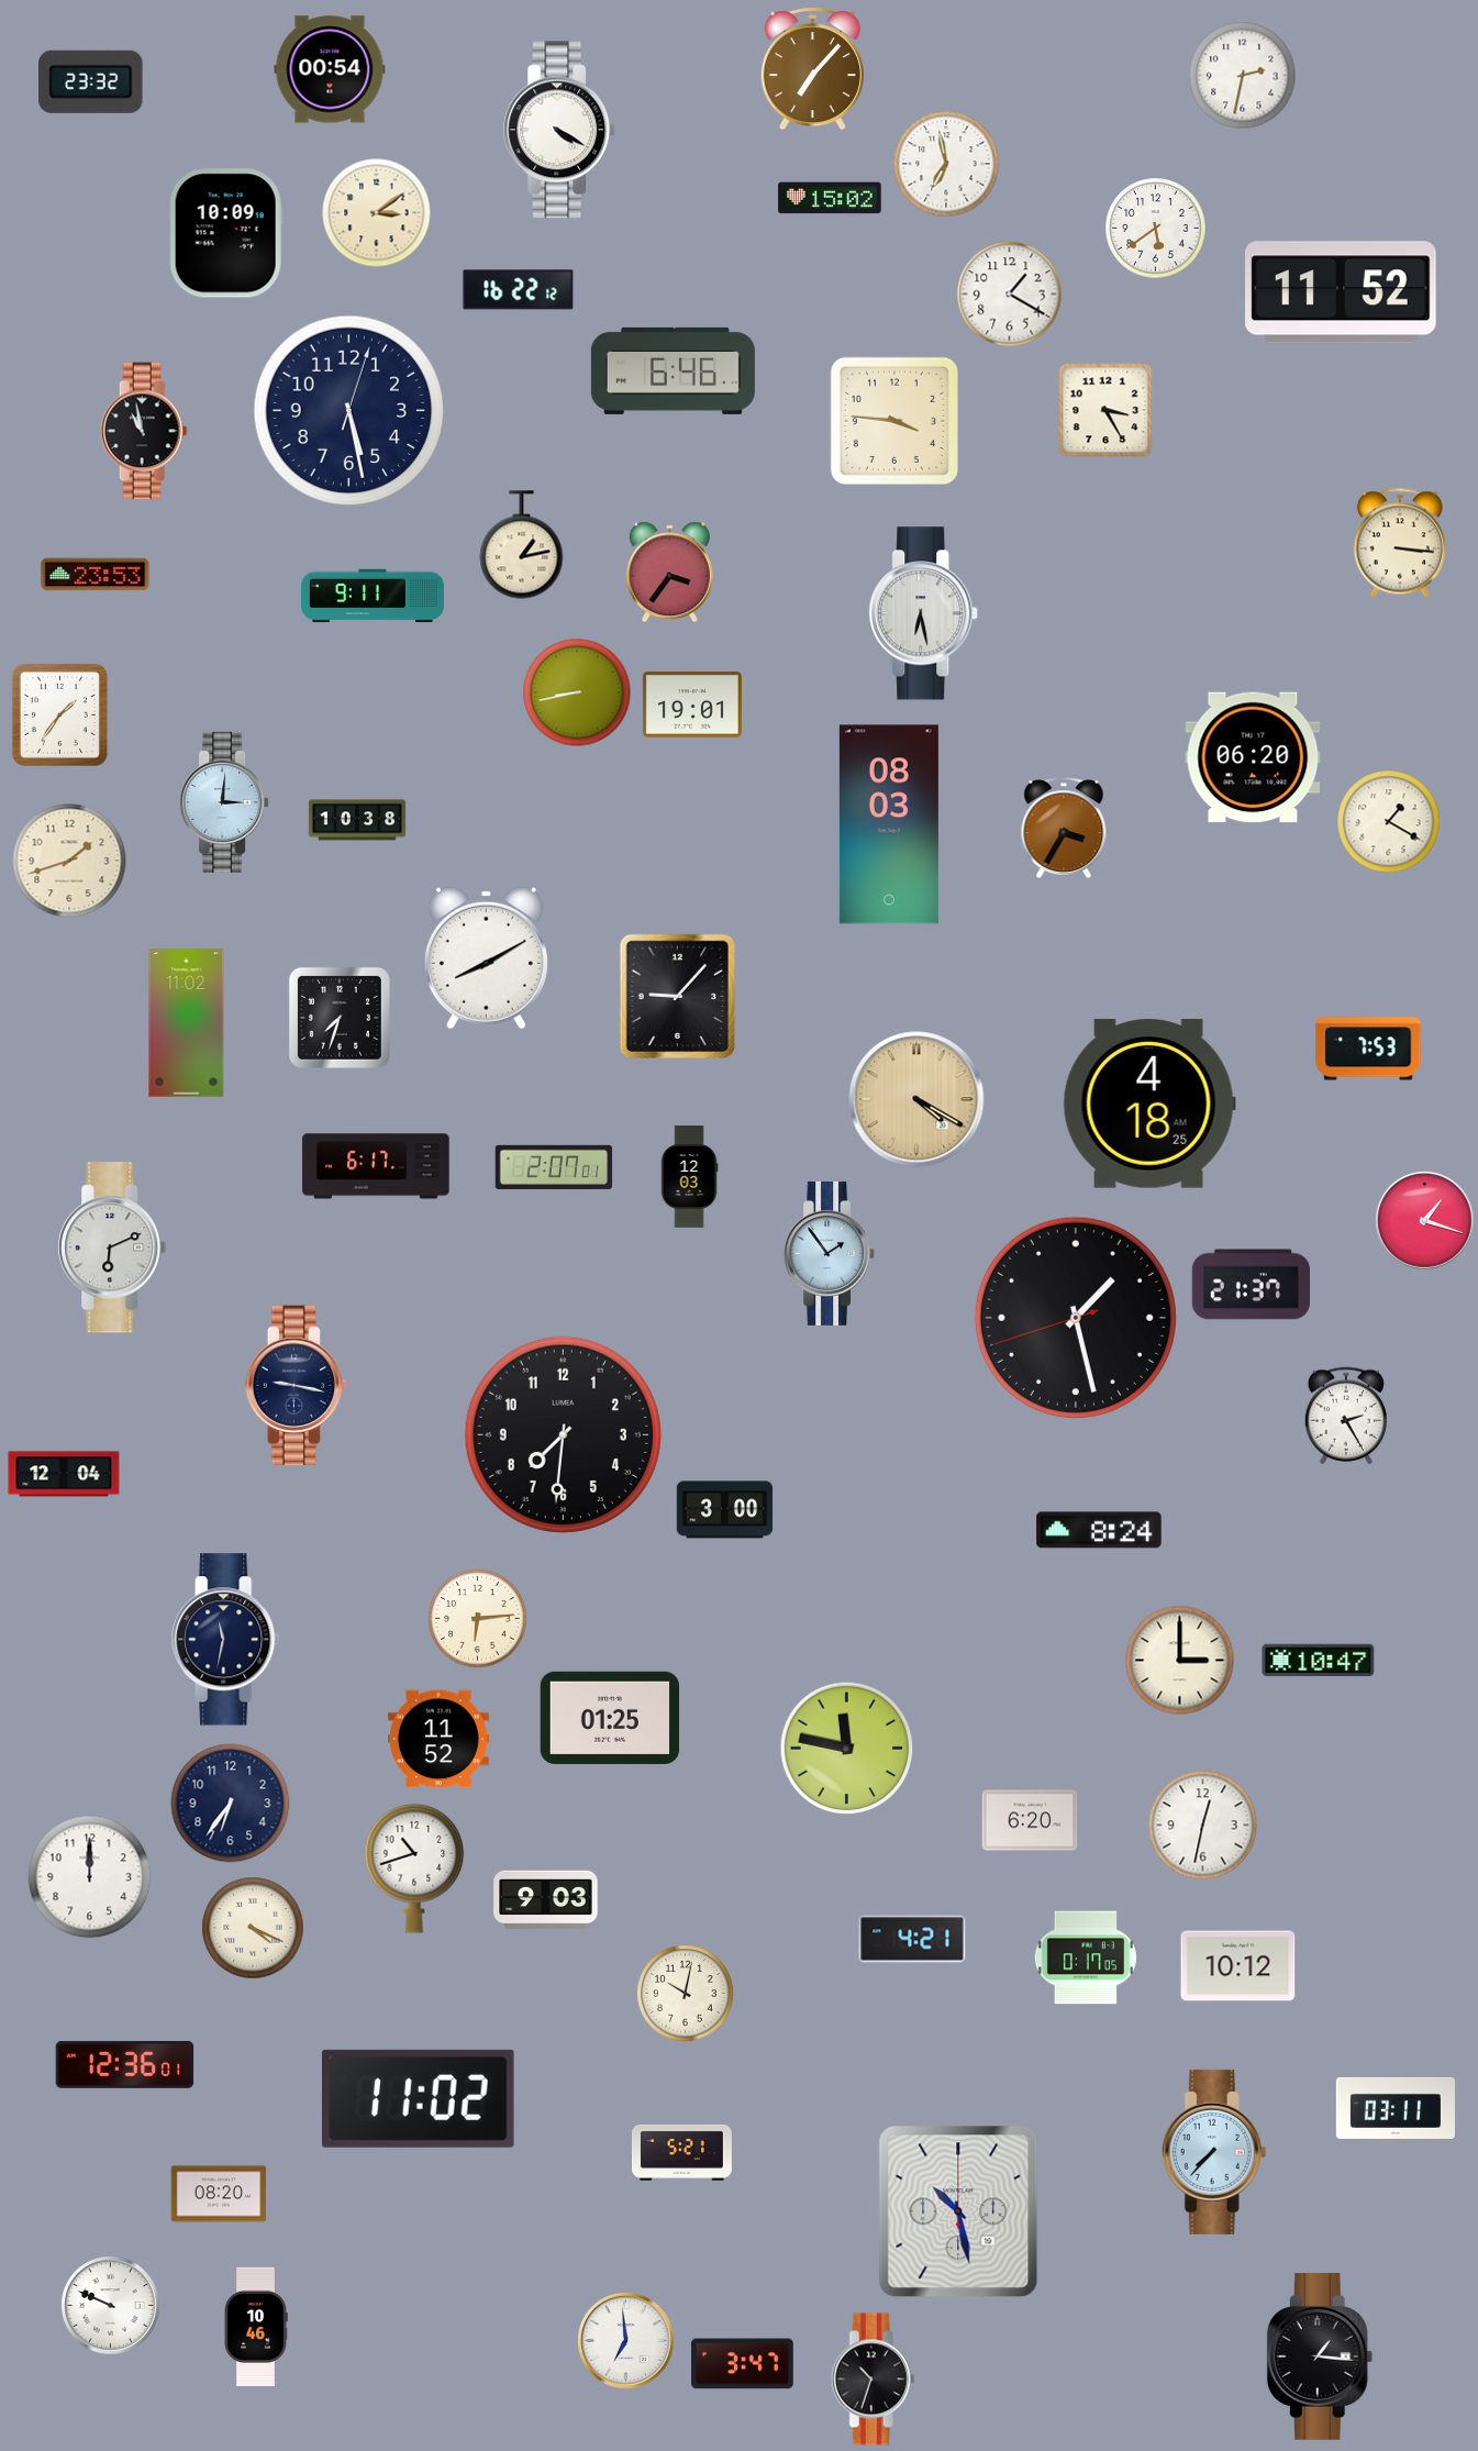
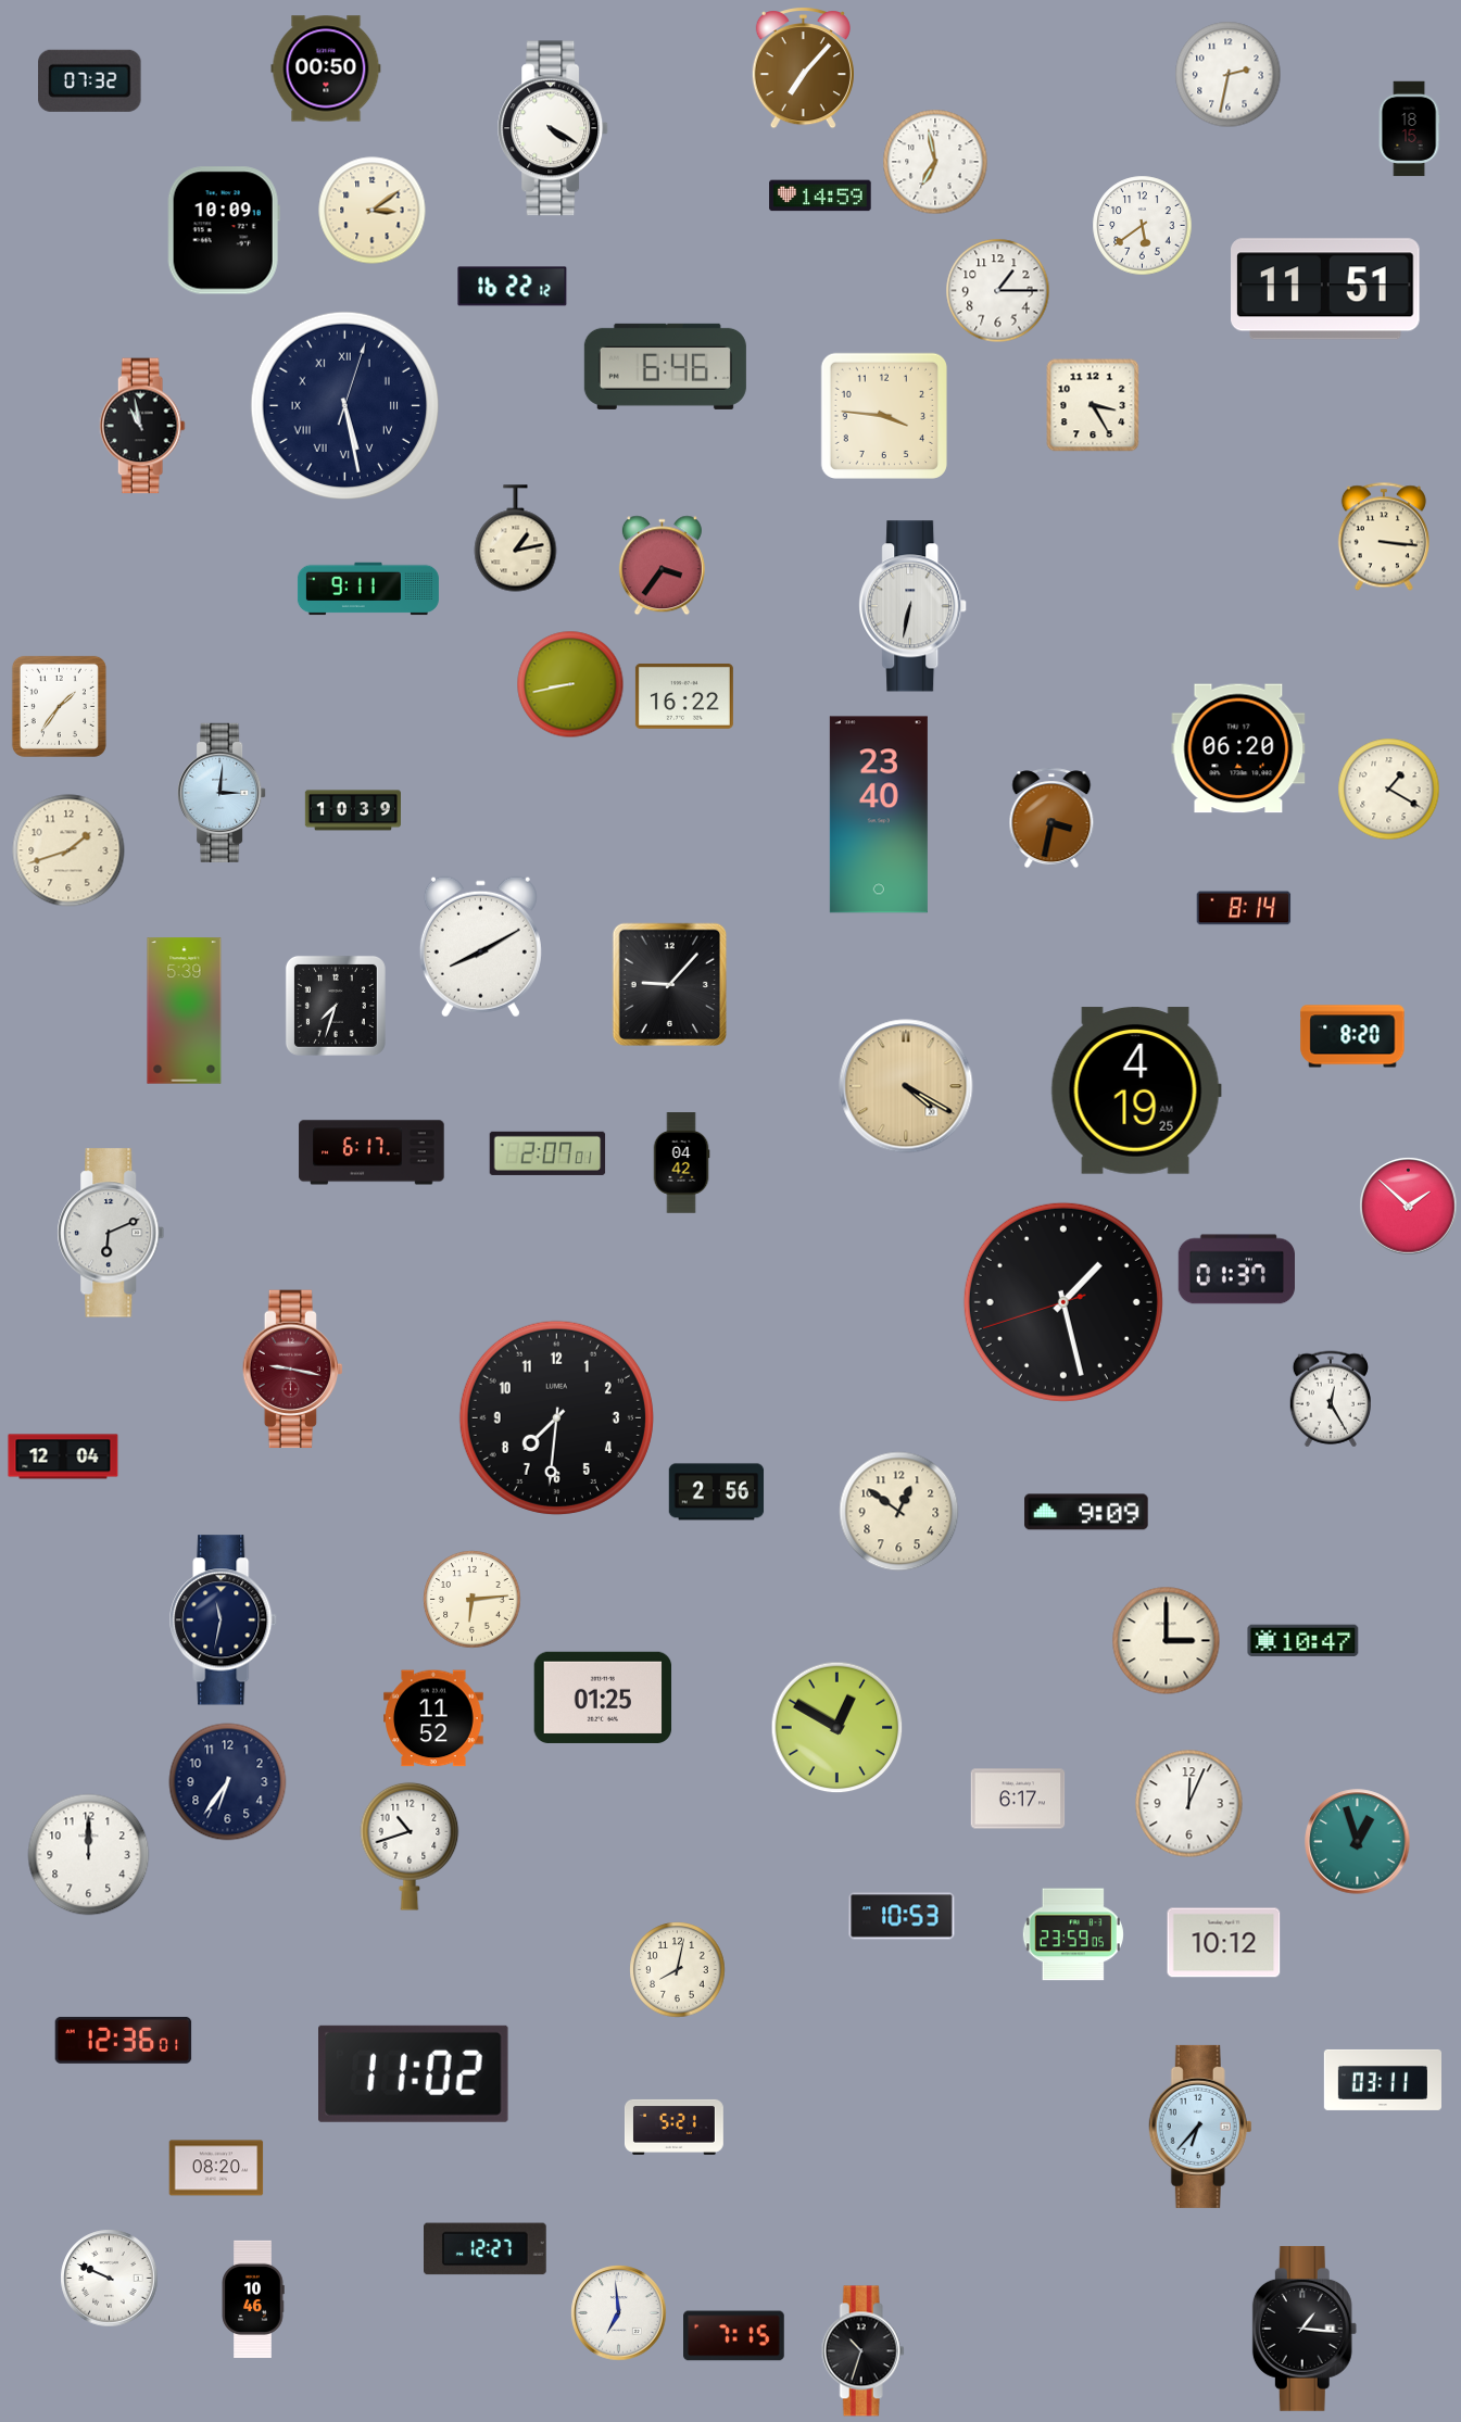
clock at (330, 69): 00:54 -> 00:50
clock at (91, 81): 23:32 -> 07:32
clock at (1409, 129): none -> 18:15
clock at (830, 198): 15:02 -> 14:59
clock at (1342, 292): 11:52 -> 11:51
clock at (1010, 295): 1:20 -> 1:15
clock at (349, 411) numerals: Arabic -> Roman
clock at (96, 575): 23:53 -> none
clock at (924, 613): 6:28 -> 6:32
clock at (692, 705): 19:01 -> 16:22
clock at (356, 820): 10:38 -> 10:39
clock at (1389, 822) position: (1389, 822) -> (1389, 790)
clock at (889, 824): 08:03 -> 23:40
clock at (1064, 828): 3:35 -> 3:32
clock at (1244, 908): none -> 8:14
clock at (187, 1023): 11:02 -> 5:39
clock at (1368, 1049): 7:53 -> 8:20
clock at (1149, 1103): 4:18 -> 4:19
clock at (689, 1177): 12:03 -> 04:42
clock at (1425, 1221): 1:18 -> 1:52
clock at (830, 1253): 1:54 -> none
clock at (1251, 1285): 21:37 -> 01:37
clock at (297, 1386) dial: navy -> burgundy
clock at (1345, 1416): 2:25 -> 12:25
clock at (725, 1510): 3:00 -> 2:56
clock at (899, 1512): none -> 12:51
clock at (1099, 1530): 8:24 -> 9:09
clock at (847, 1749): 11:47 -> 12:50
clock at (1030, 1820): 6:20 -> 6:17
clock at (1203, 1826): 12:32 -> 12:04
clock at (1358, 1842): none -> 12:57
clock at (546, 1899): 9:03 -> none
clock at (253, 1928): 4:19 -> none
clock at (912, 1939): 4:21 -> 10:53
clock at (1086, 1958): 0:17 -> 23:59
clock at (686, 1994): 10:02 -> 8:02
clock at (1394, 2108) position: (1394, 2108) -> (1382, 2080)
clock at (1214, 2152): 7:37 -> 6:37
clock at (958, 2211): 10:28 -> none
clock at (486, 2249): none -> 12:27
clock at (743, 2364): 3:47 -> 7:15
